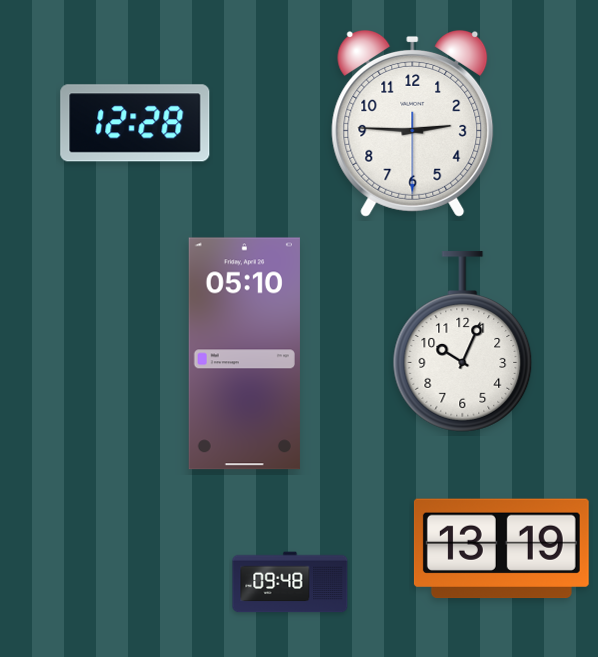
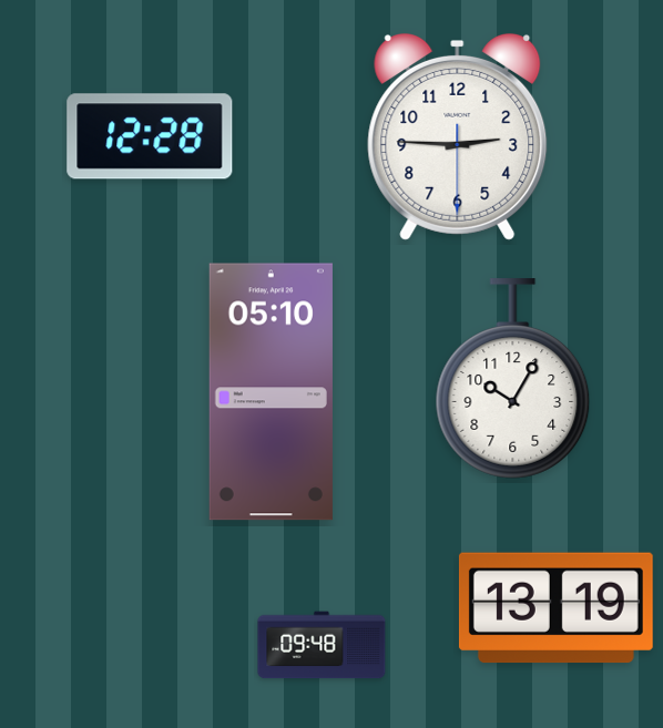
clock at (463, 342): 10:04 -> 10:05
